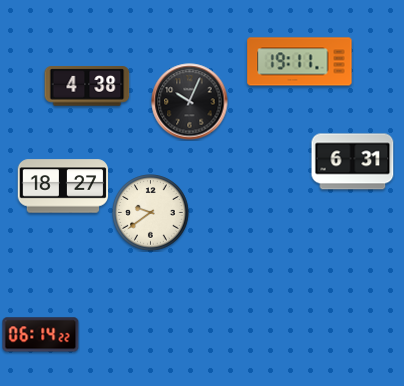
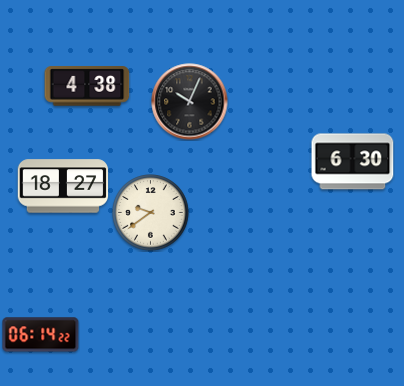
clock at (300, 62): 19:11 -> none
clock at (353, 162): 6:31 -> 6:30
